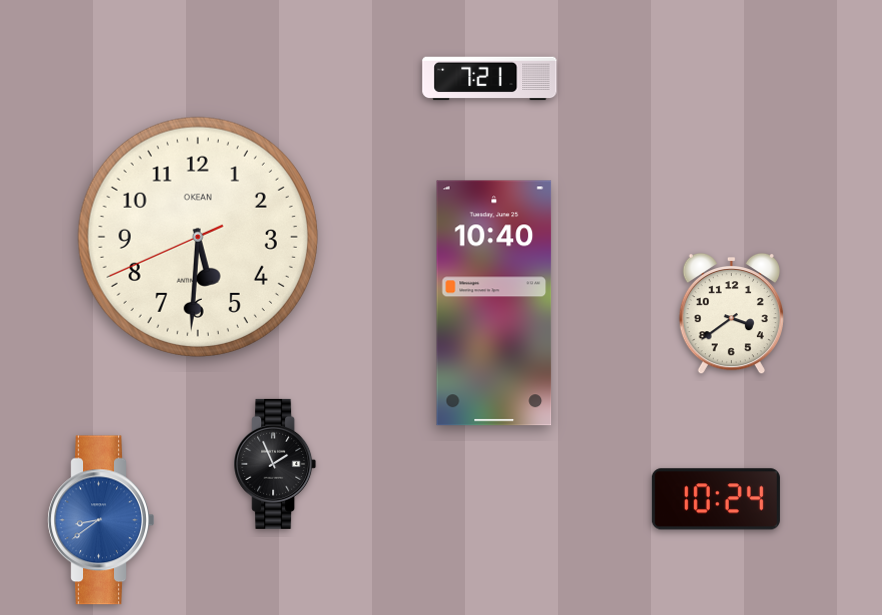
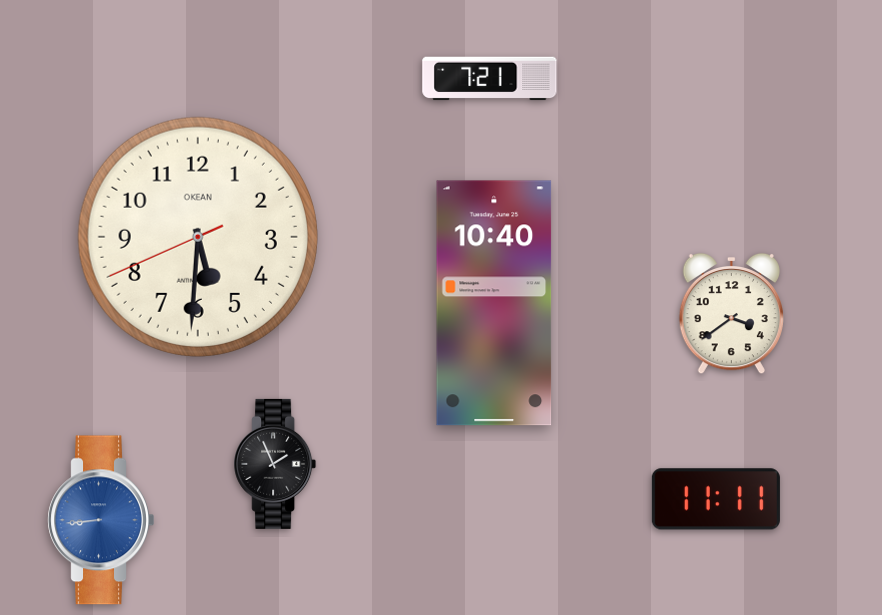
clock at (716, 499): 10:24 -> 11:11
clock at (101, 520): 8:39 -> 8:44
